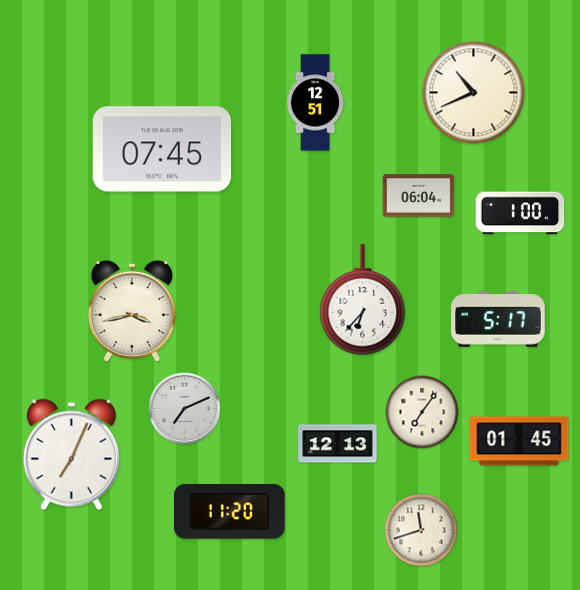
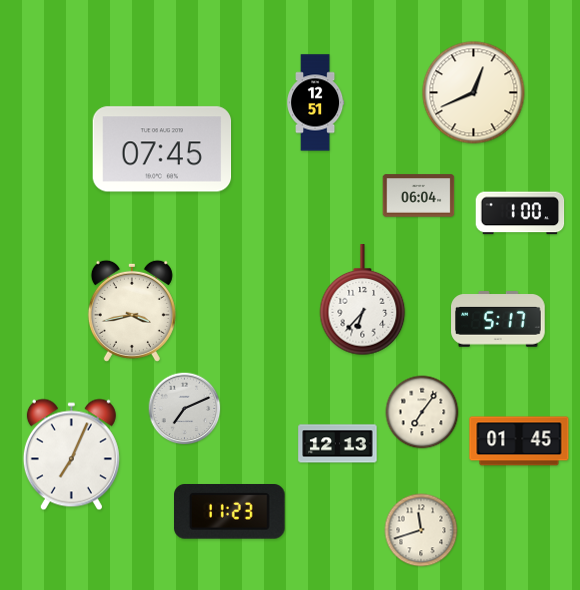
clock at (474, 93): 10:41 -> 12:41
clock at (230, 512): 11:20 -> 11:23
